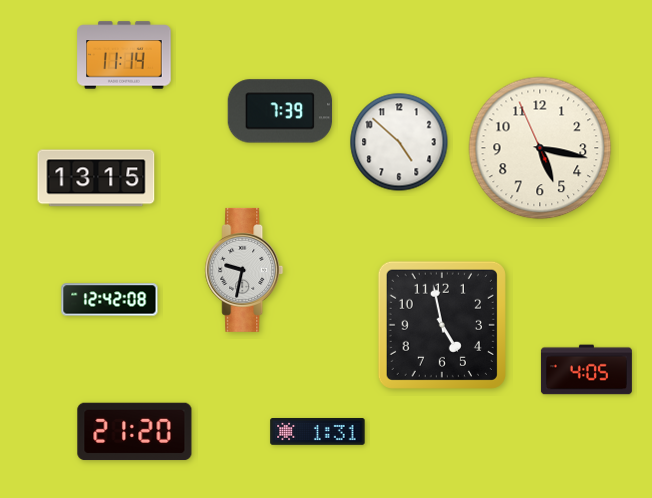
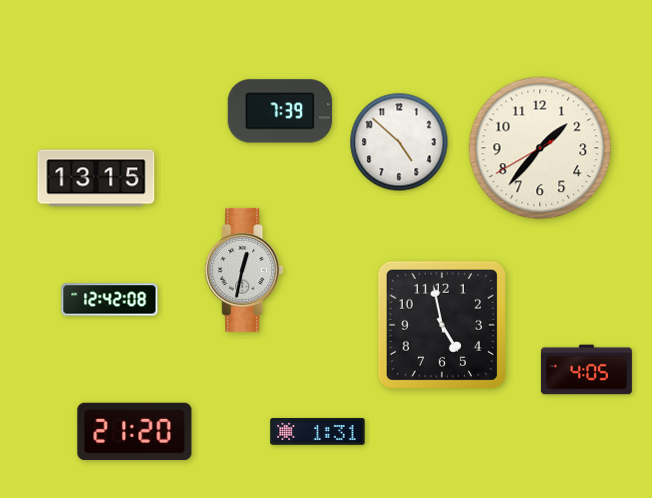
clock at (124, 55): 11:14 -> none
clock at (540, 148): 5:16 -> 1:36
clock at (244, 270): 9:32 -> 12:32
